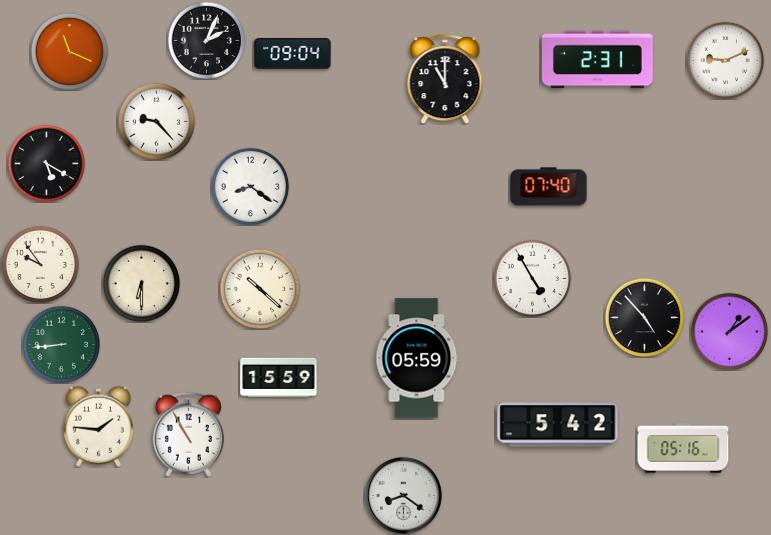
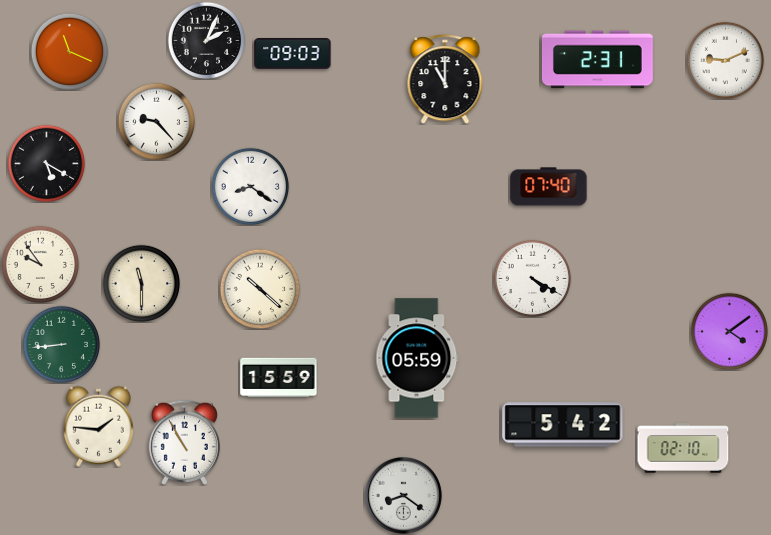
clock at (293, 54): 09:04 -> 09:03
clock at (532, 278): 4:55 -> 4:20
clock at (141, 283): 6:30 -> 11:30
clock at (644, 317): 4:53 -> none
clock at (729, 331): 1:09 -> 4:09
clock at (558, 425) position: (558, 425) -> (563, 425)
clock at (188, 434) position: (188, 434) -> (184, 442)
clock at (683, 448): 05:16 -> 02:10
